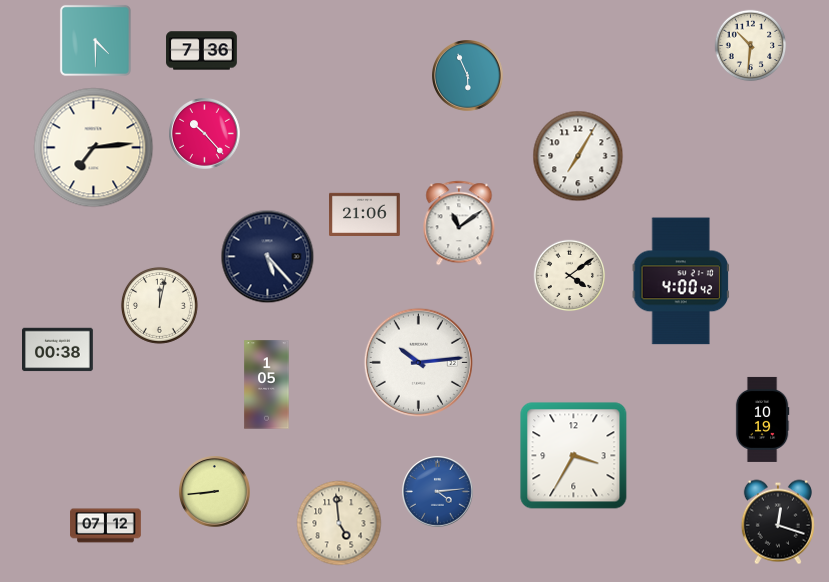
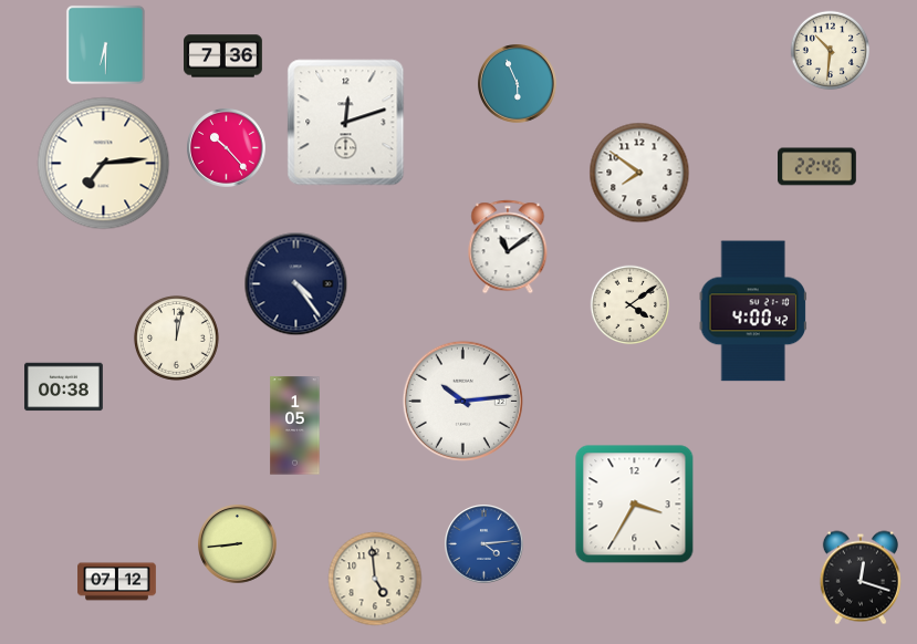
clock at (95, 40): 4:30 -> 6:30
clock at (346, 123): none -> 12:12
clock at (817, 167): none -> 22:46
clock at (578, 156): 7:05 -> 7:51
clock at (365, 214): 21:06 -> none
clock at (268, 257): 5:23 -> 4:24
clock at (762, 419): 10:19 -> none
